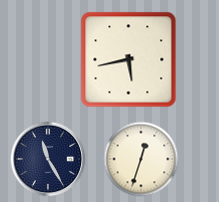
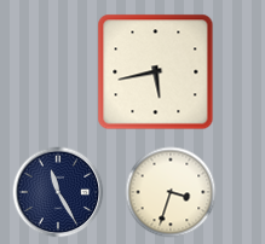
clock at (141, 159): 12:33 -> 3:33
